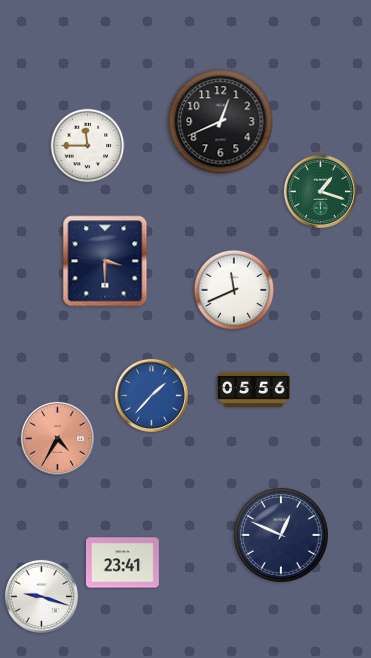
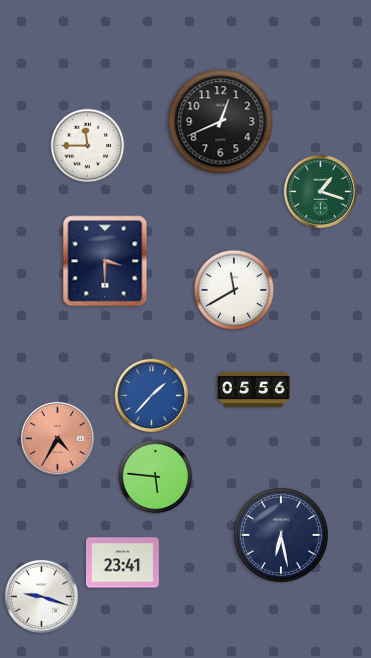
clock at (234, 290): 11:41 -> 11:40
clock at (156, 477): none -> 5:46
clock at (281, 535): 12:49 -> 6:28
